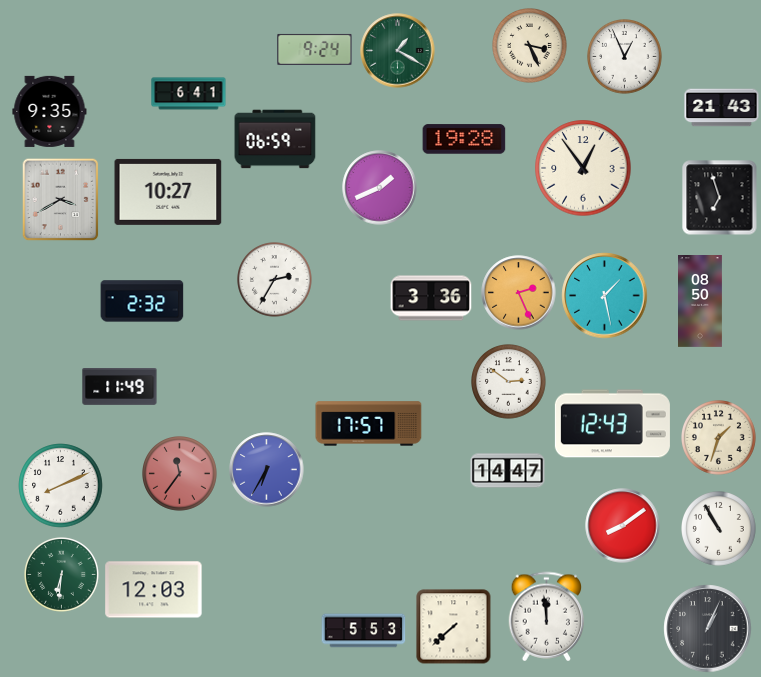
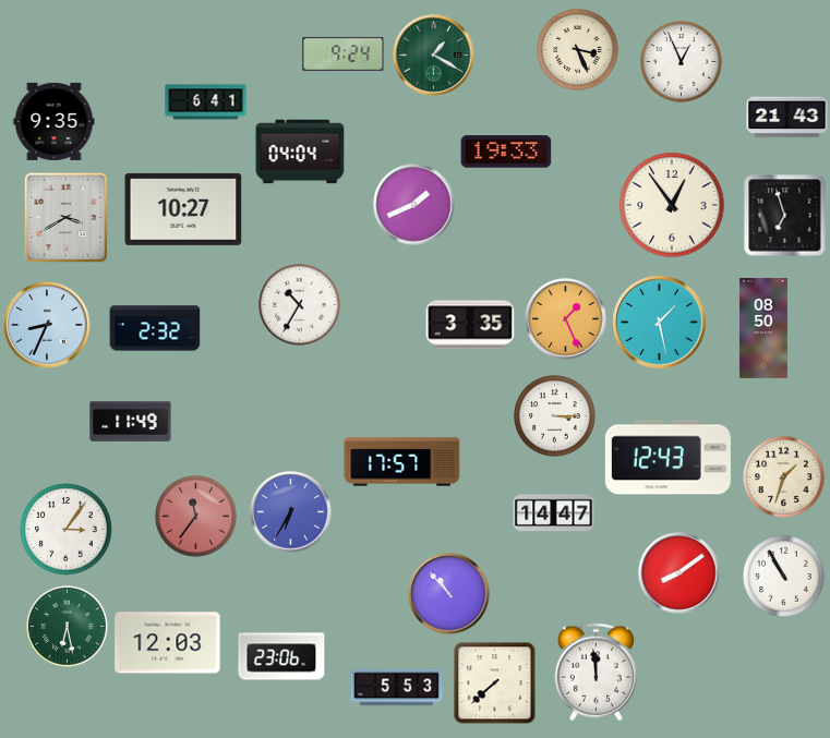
clock at (275, 139): 06:59 -> 04:04
clock at (464, 139): 19:28 -> 19:33
clock at (583, 168) position: (583, 168) -> (672, 205)
clock at (275, 280): 2:35 -> 10:35
clock at (519, 293): 2:26 -> 1:26
clock at (47, 325): none -> 8:34
clock at (431, 298): 3:36 -> 3:35
clock at (509, 382): 2:51 -> 3:15
clock at (612, 424) position: (612, 424) -> (667, 458)
clock at (61, 486): 8:11 -> 3:06
clock at (449, 594): none -> 10:53
clock at (62, 575): 6:31 -> 6:28
clock at (281, 656): none -> 23:06
clock at (708, 629): 1:04 -> none
